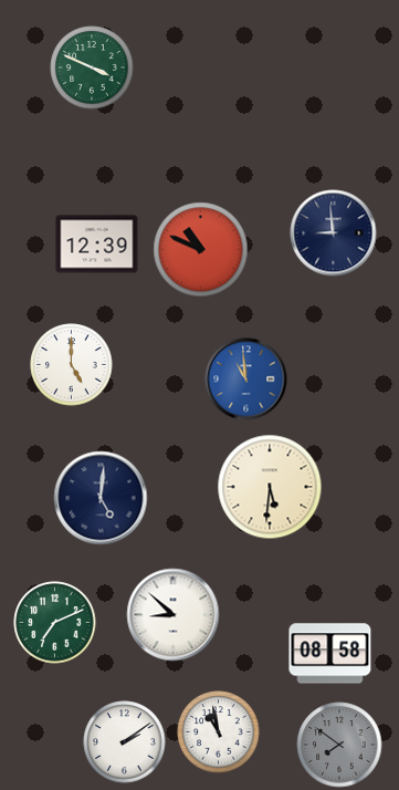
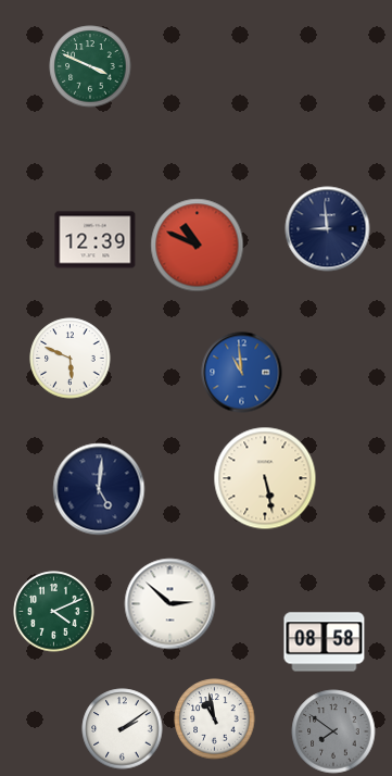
clock at (72, 365): 5:00 -> 5:49
clock at (270, 487): 5:31 -> 5:28
clock at (174, 615): 8:52 -> 2:52
clock at (55, 623): 7:11 -> 4:11
